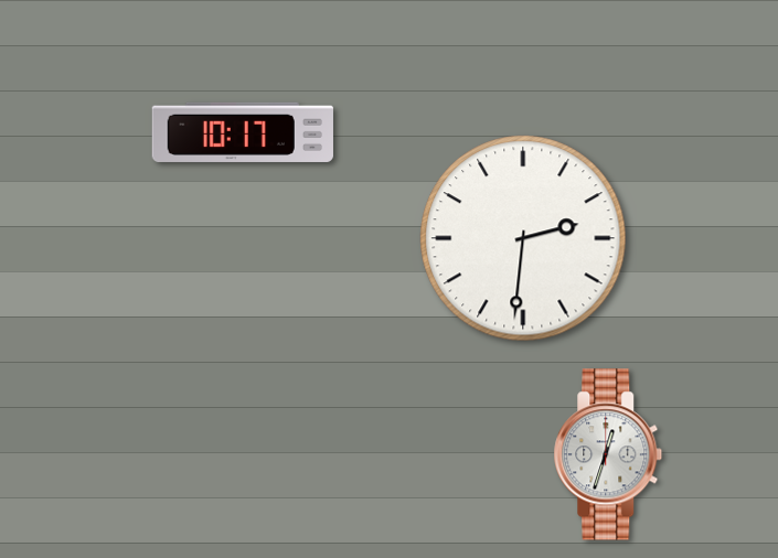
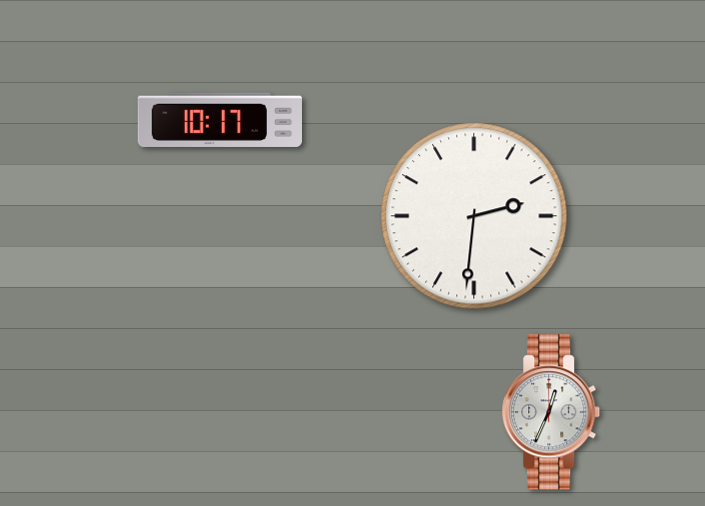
clock at (608, 454): 12:33 -> 12:34
